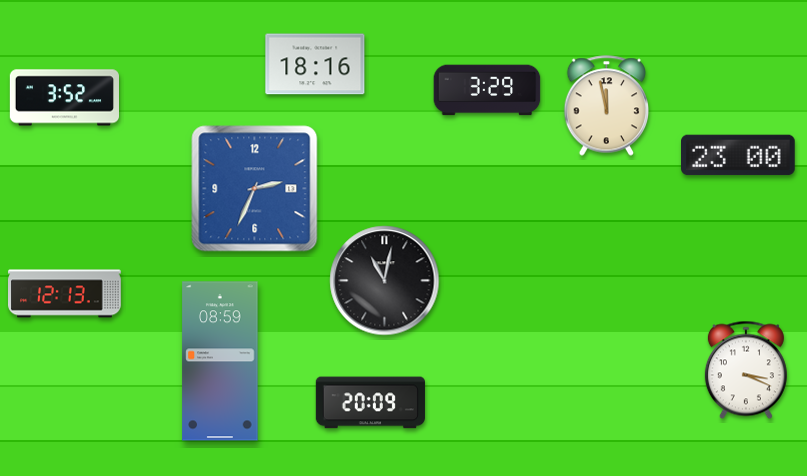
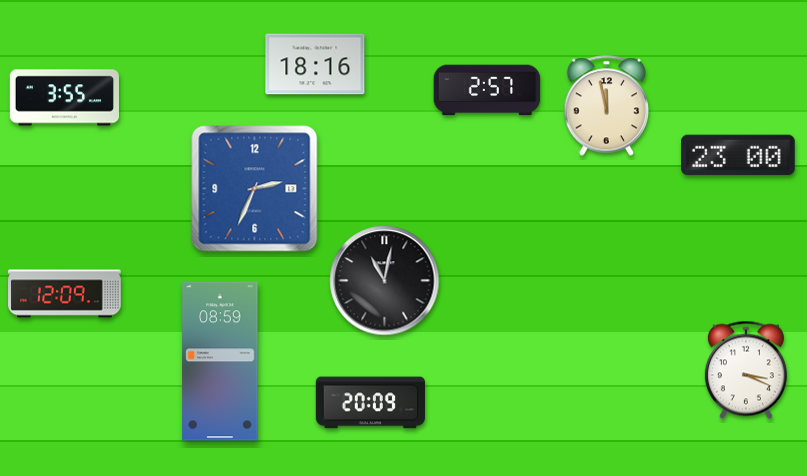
clock at (487, 90): 3:29 -> 2:57
clock at (64, 98): 3:52 -> 3:55
clock at (65, 294): 12:13 -> 12:09
